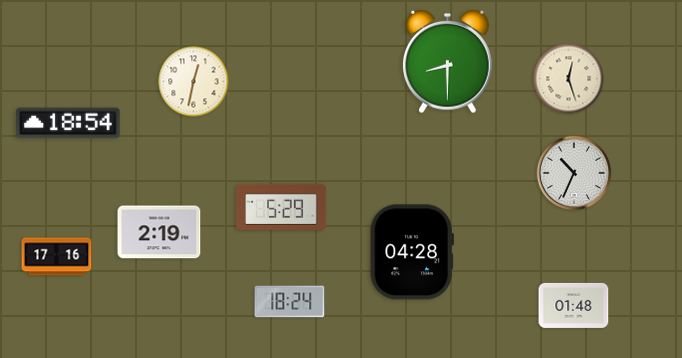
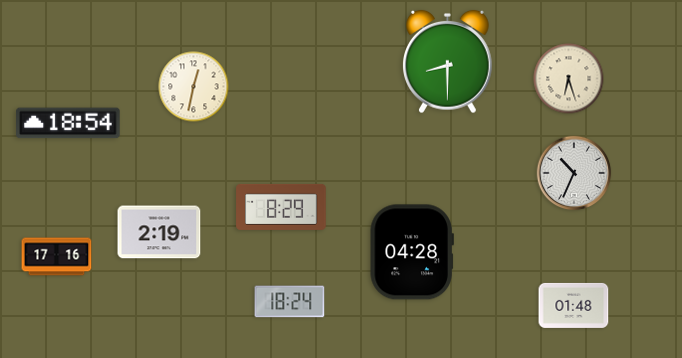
clock at (569, 79): 12:27 -> 6:27
clock at (194, 82) position: (194, 82) -> (194, 87)
clock at (281, 207): 5:29 -> 8:29
